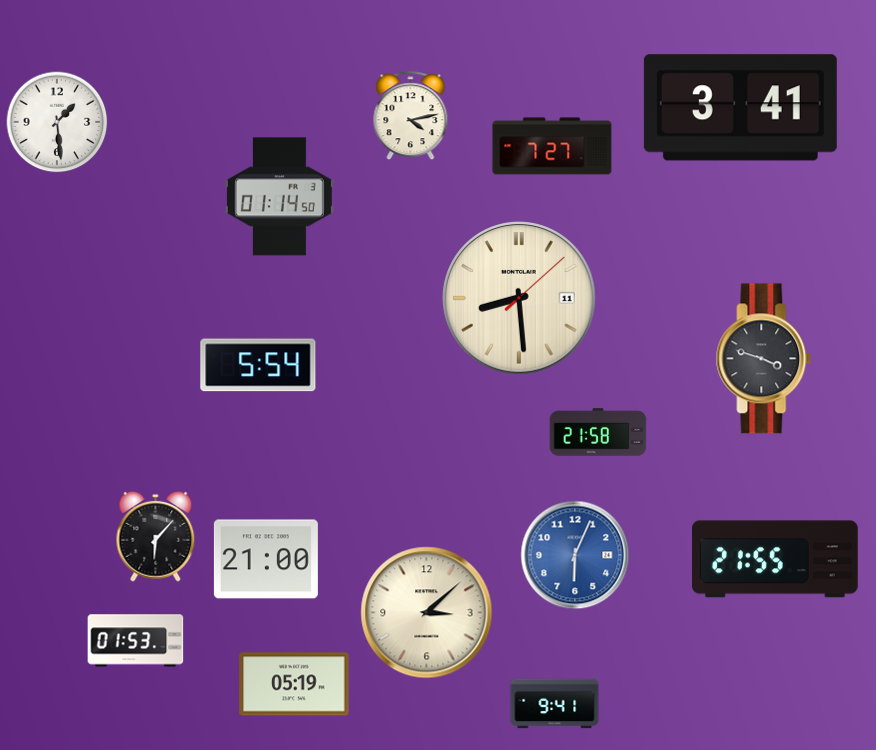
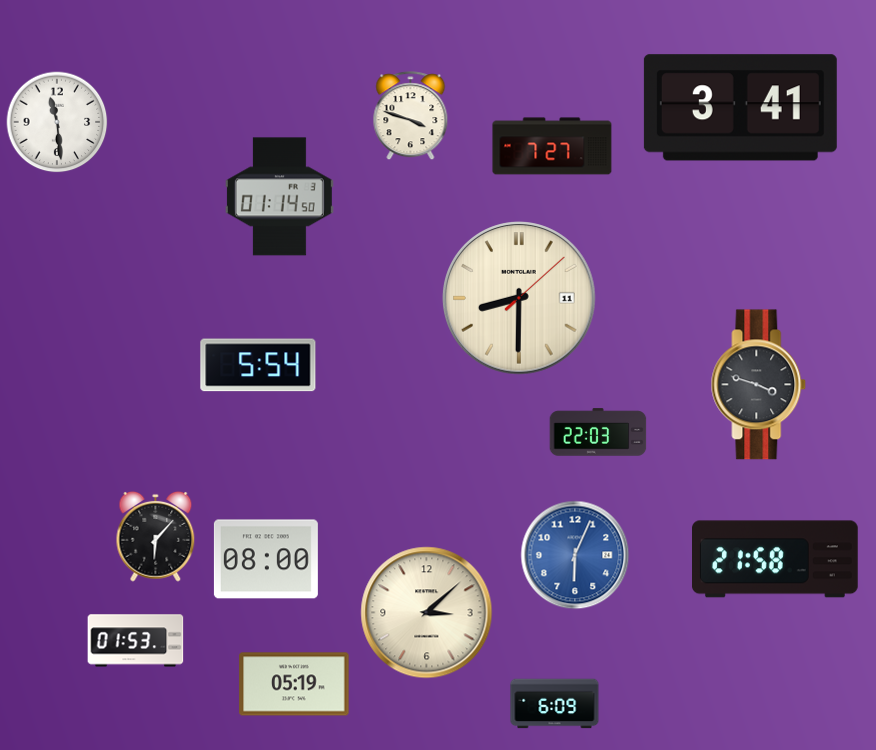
clock at (411, 116): 4:13 -> 3:48
clock at (57, 122): 1:29 -> 11:29
clock at (519, 298): 8:29 -> 8:30
clock at (764, 359) position: (764, 359) -> (759, 385)
clock at (598, 432): 21:58 -> 22:03
clock at (266, 559): 21:00 -> 08:00
clock at (776, 559): 21:55 -> 21:58
clock at (555, 704): 9:41 -> 6:09
